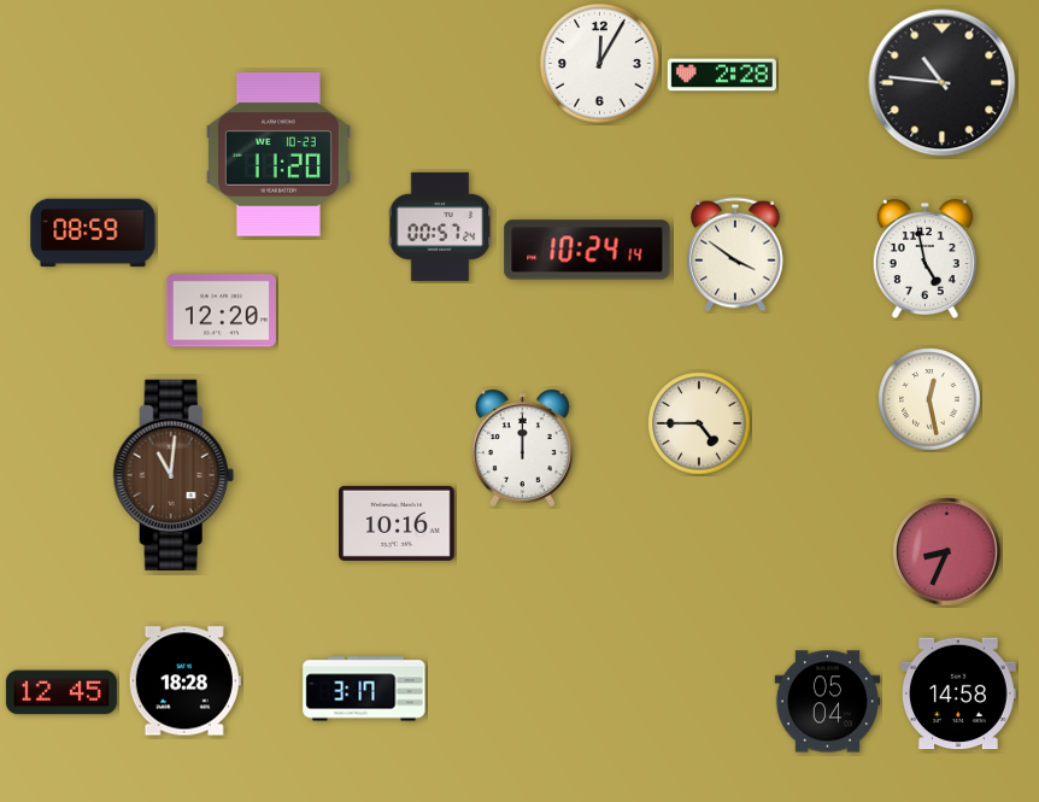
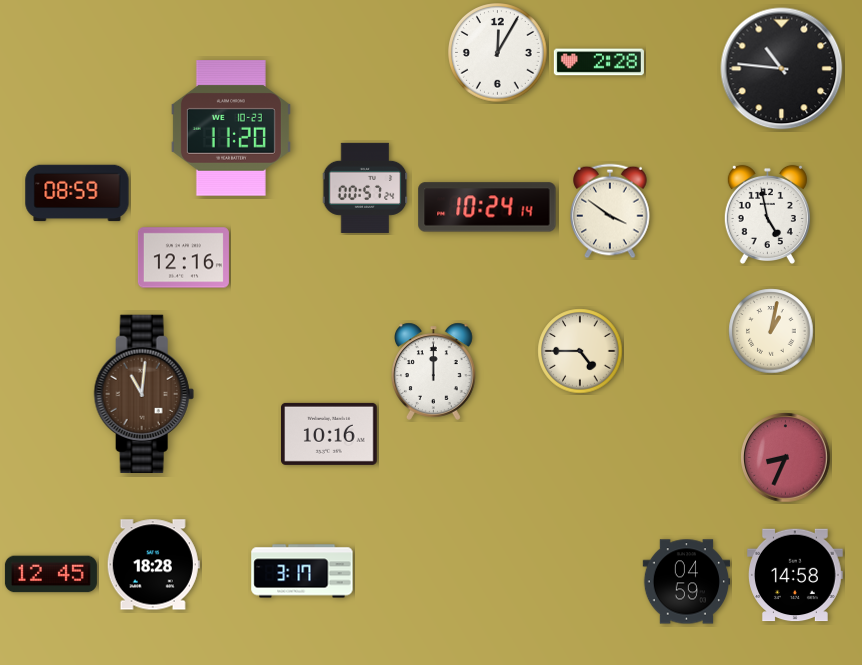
clock at (221, 311): 12:20 -> 12:16
clock at (929, 399): 12:28 -> 1:02
clock at (828, 702): 05:04 -> 04:59
